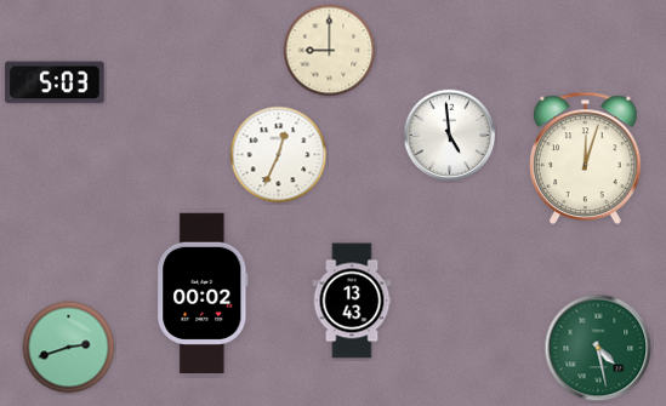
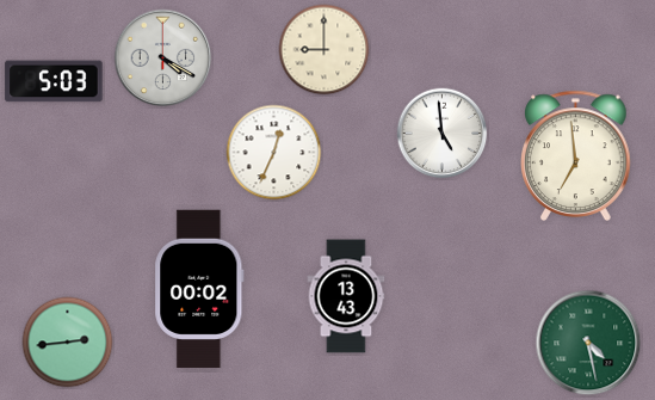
clock at (163, 59): none -> 4:20
clock at (586, 158): 12:03 -> 6:59
clock at (69, 348): 2:42 -> 2:44
